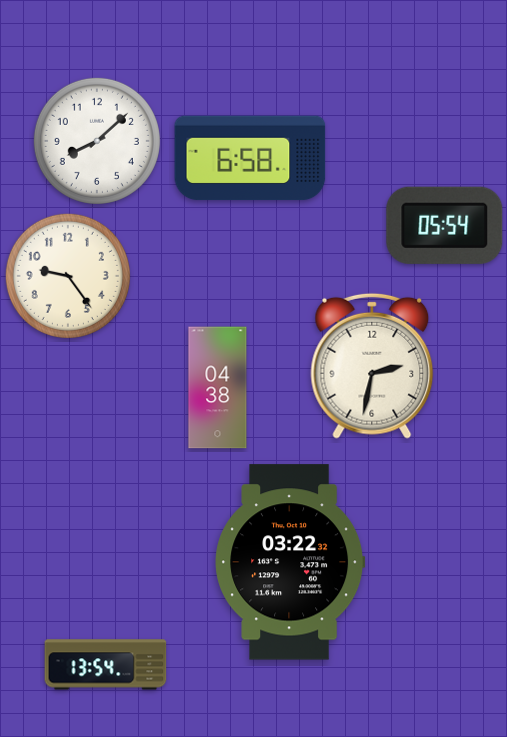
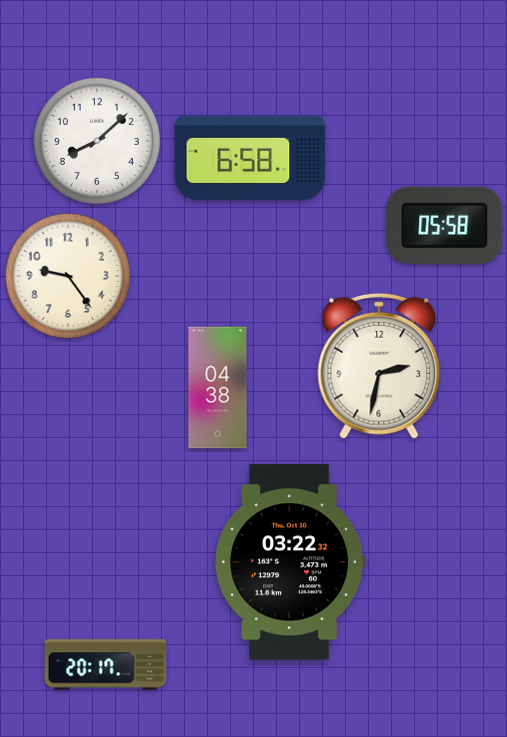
clock at (445, 225): 05:54 -> 05:58
clock at (372, 366) position: (372, 366) -> (379, 366)
clock at (106, 665): 13:54 -> 20:17
